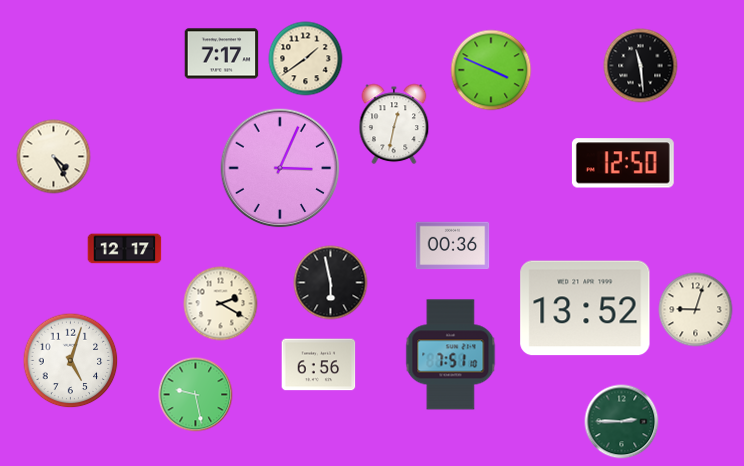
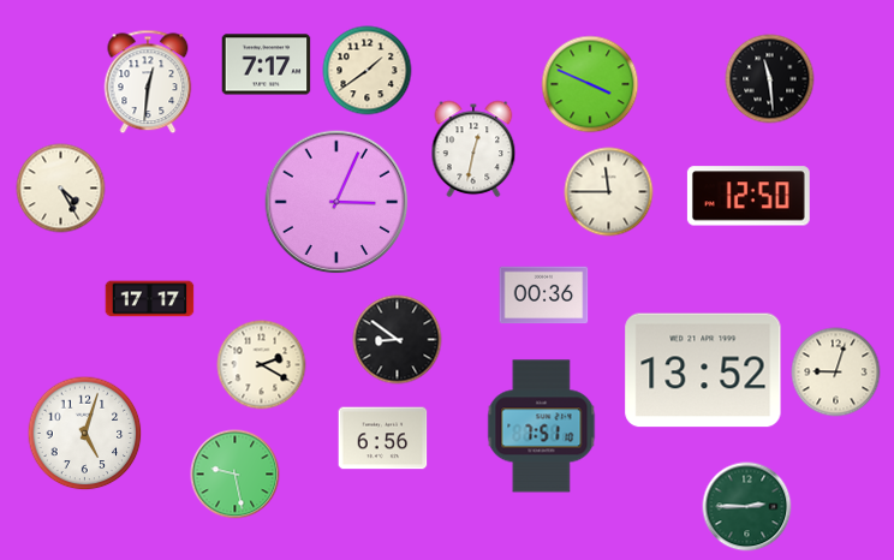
clock at (148, 82): none -> 12:31
clock at (54, 157) position: (54, 157) -> (61, 189)
clock at (609, 192): none -> 11:45
clock at (125, 249): 12:17 -> 17:17
clock at (331, 283): 5:58 -> 8:51
clock at (221, 304) position: (221, 304) -> (262, 365)
